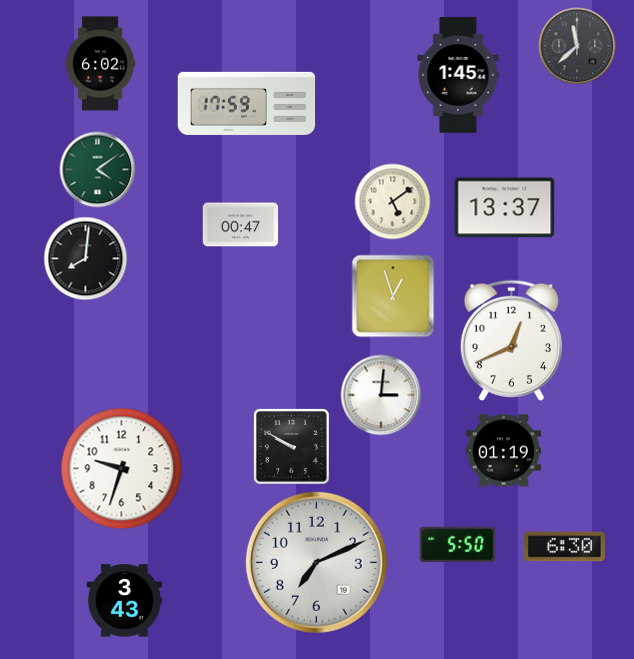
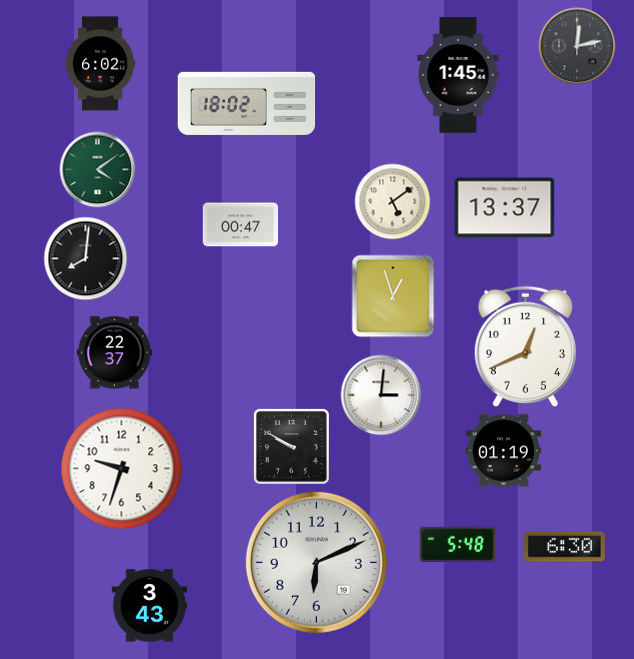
clock at (577, 46): 11:38 -> 12:13
clock at (247, 103): 17:59 -> 18:02
clock at (511, 340) position: (511, 340) -> (525, 346)
clock at (115, 353): none -> 22:37
clock at (457, 544): 5:50 -> 5:48
clock at (316, 562): 7:11 -> 6:11
clock at (125, 601) position: (125, 601) -> (150, 606)
